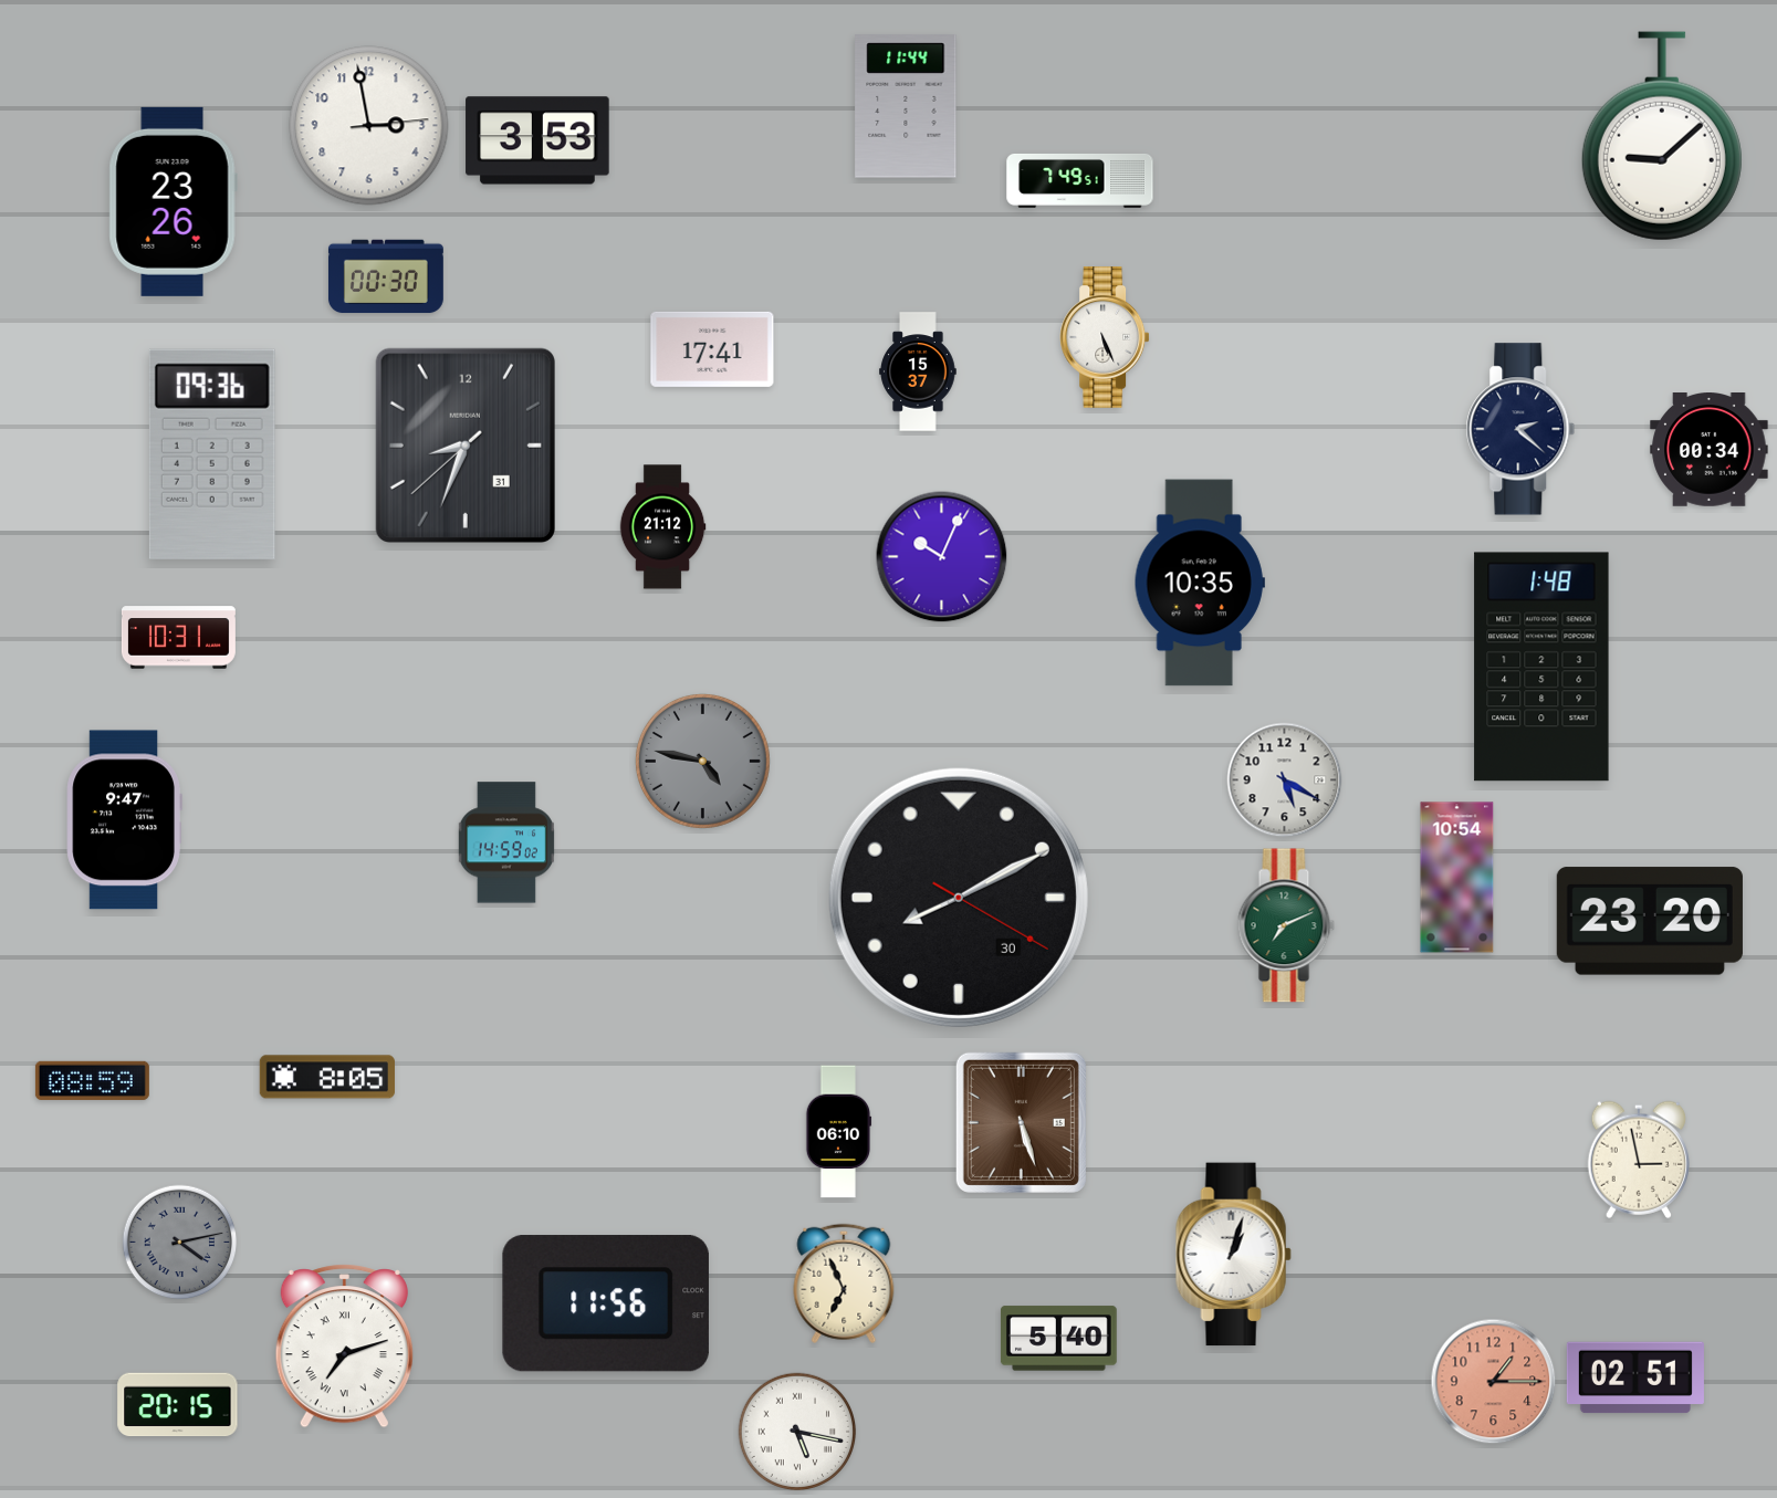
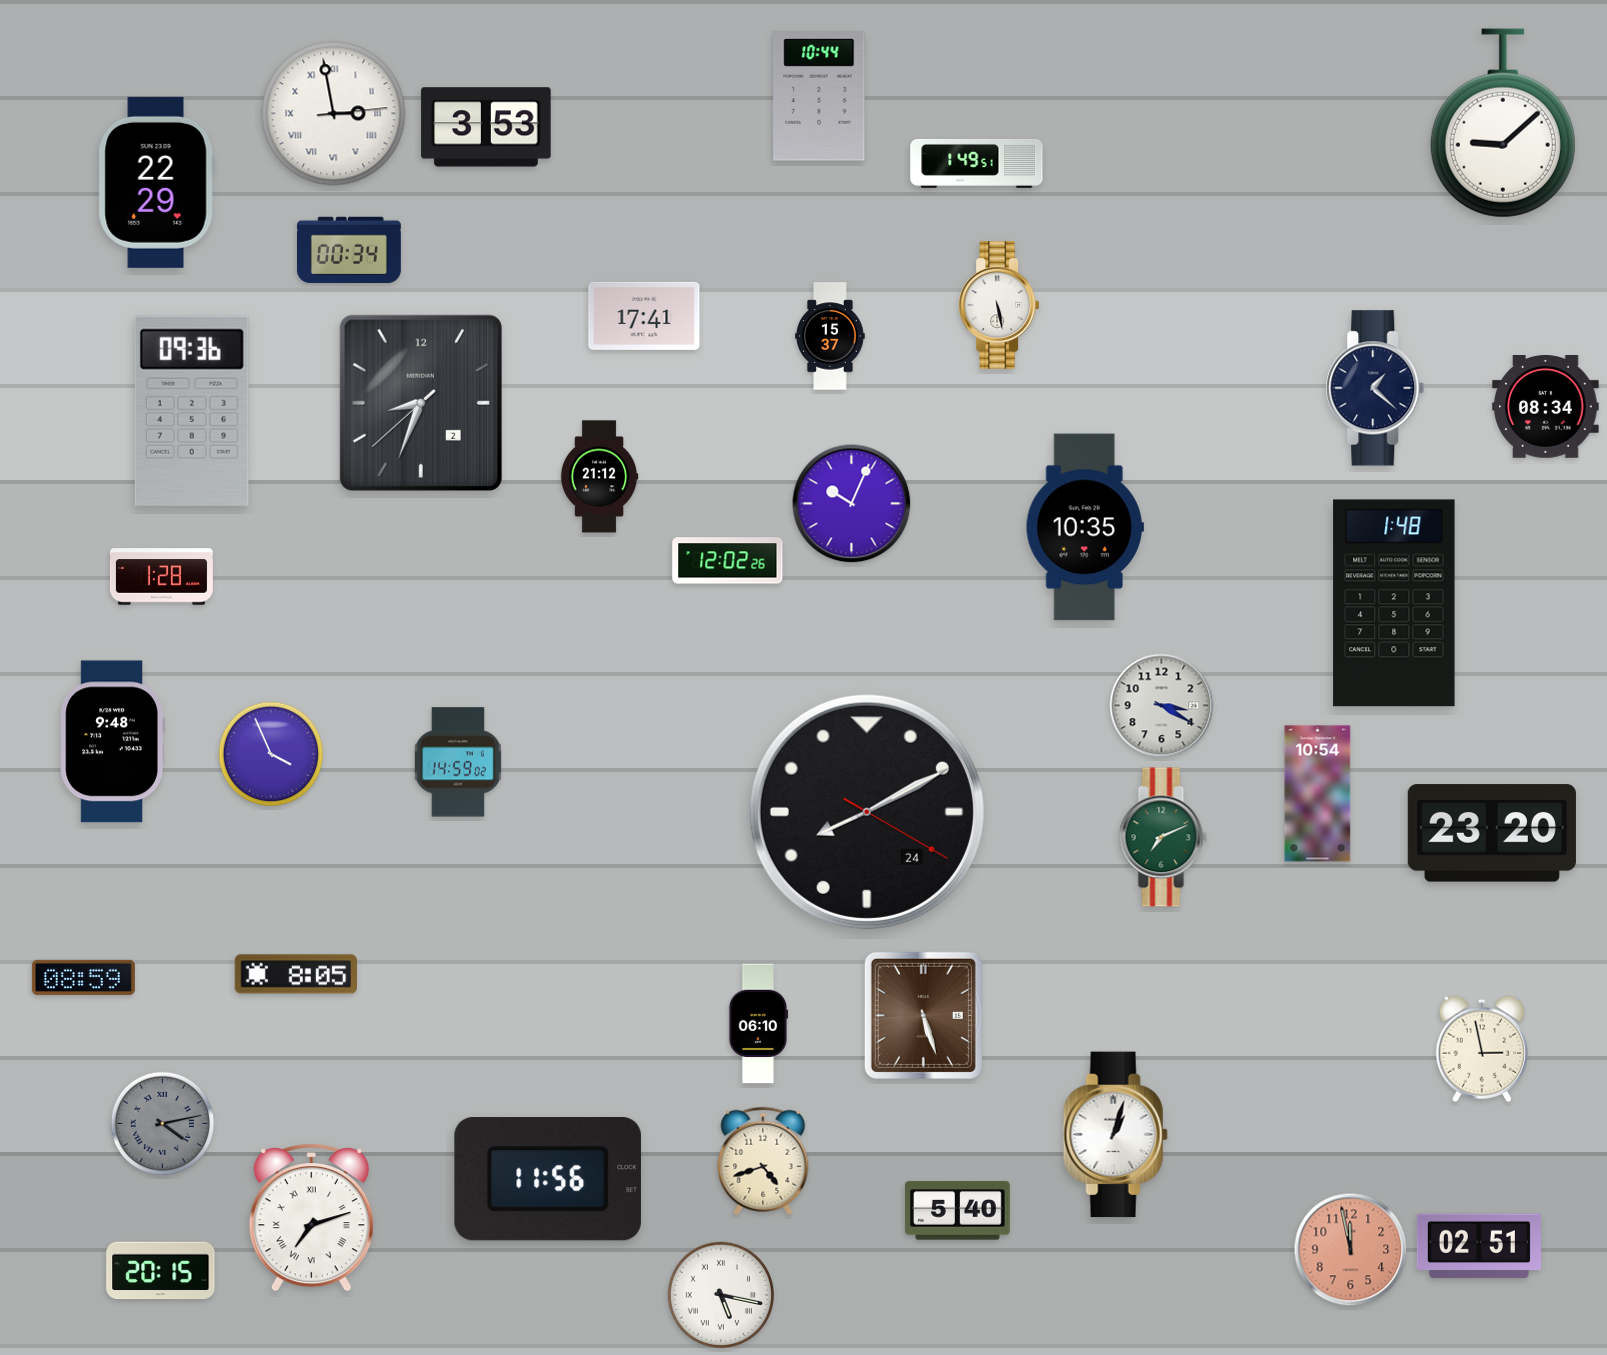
clock at (906, 106): 11:44 -> 10:44
clock at (369, 126) numerals: Arabic -> Roman
clock at (1080, 180): 7:49 -> 1:49
clock at (173, 201): 23:26 -> 22:29
clock at (386, 276): 00:30 -> 00:34
clock at (1105, 338): 5:26 -> 5:28
clock at (1520, 429): 2:22 -> 1:22
clock at (466, 446) date: 31 -> 2
clock at (1710, 450): 00:34 -> 08:34
clock at (728, 561): none -> 12:02
clock at (178, 638): 10:31 -> 1:28
clock at (702, 761): 4:47 -> none
clock at (1285, 781): 5:20 -> 3:20
clock at (124, 820): 9:47 -> 9:48
clock at (271, 754): none -> 3:56
clock at (959, 898) date: 30 -> 24
clock at (844, 1284): 6:56 -> 4:42
clock at (1494, 1382): 1:15 -> 11:58
